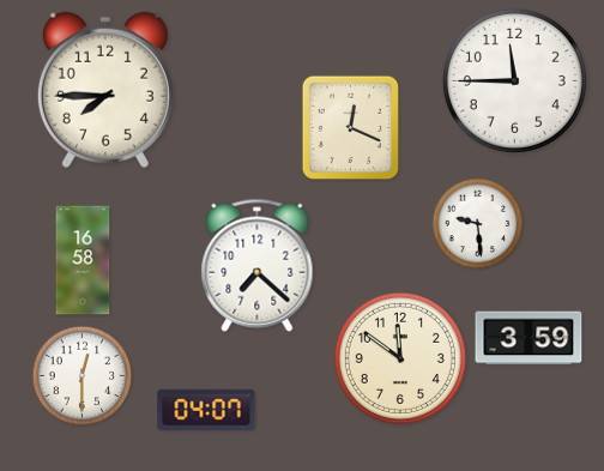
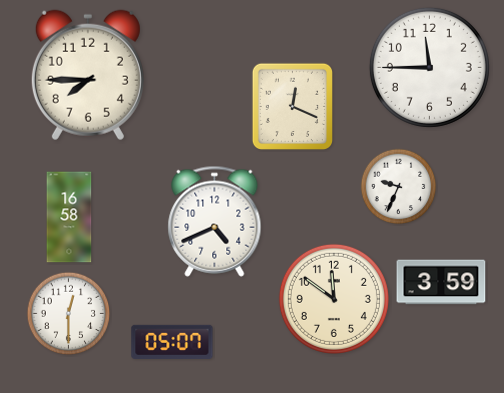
clock at (478, 224): 9:29 -> 9:34
clock at (258, 265): 7:22 -> 4:41
clock at (206, 410): 04:07 -> 05:07
